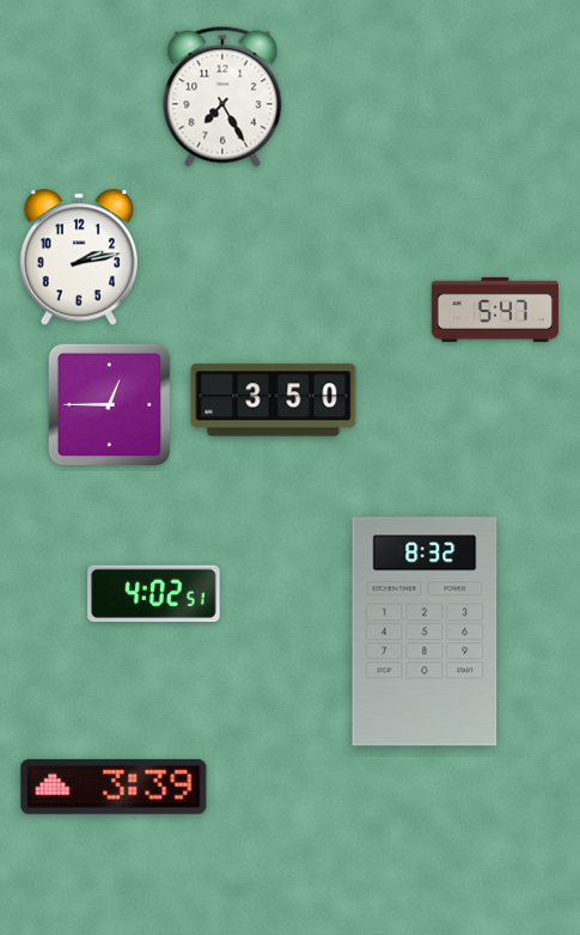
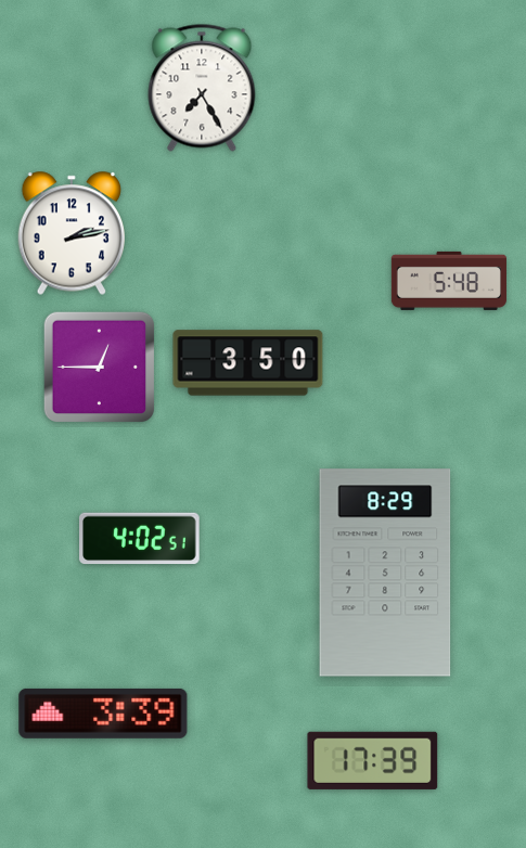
clock at (495, 310): 5:47 -> 5:48
clock at (425, 631): 8:32 -> 8:29
clock at (373, 760): none -> 17:39
